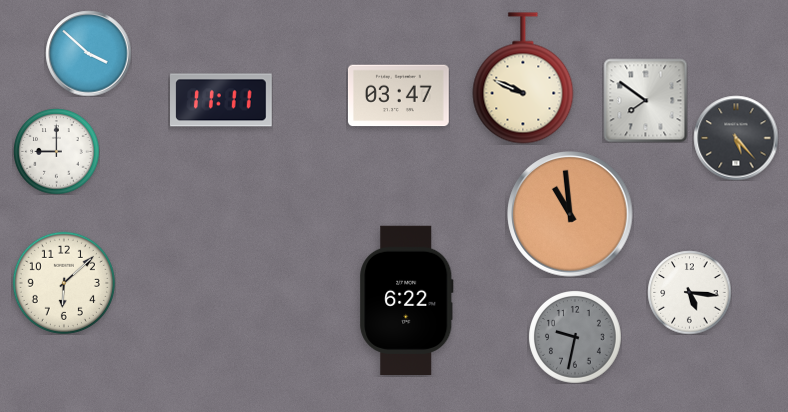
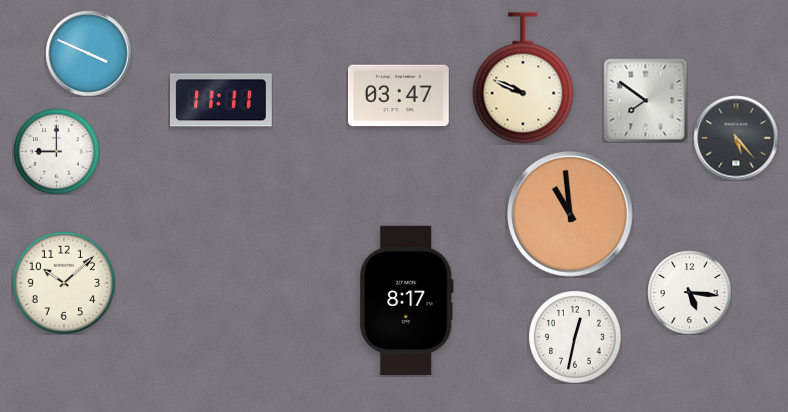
clock at (88, 53): 3:52 -> 3:49
clock at (64, 283): 6:08 -> 10:08
clock at (407, 300): 6:22 -> 8:17
clock at (575, 337): 9:32 -> 12:32
clock at (575, 337) dial: grey -> white
